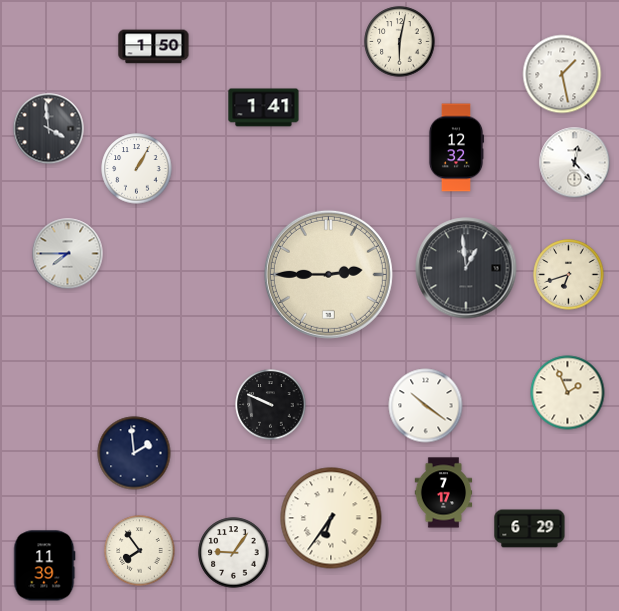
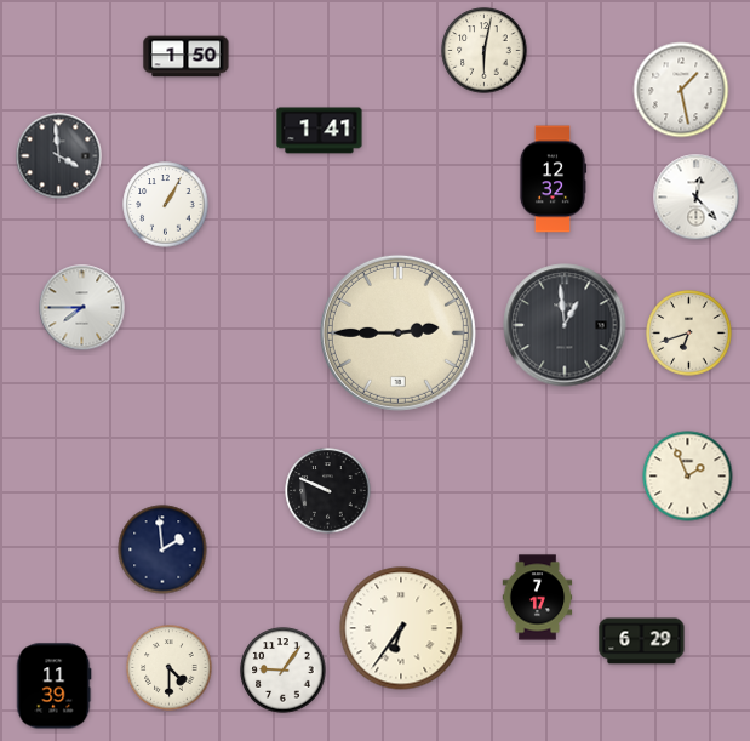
clock at (426, 406): 10:21 -> none
clock at (140, 551): 7:54 -> 4:30
